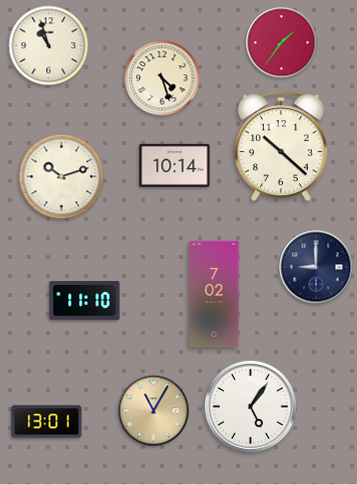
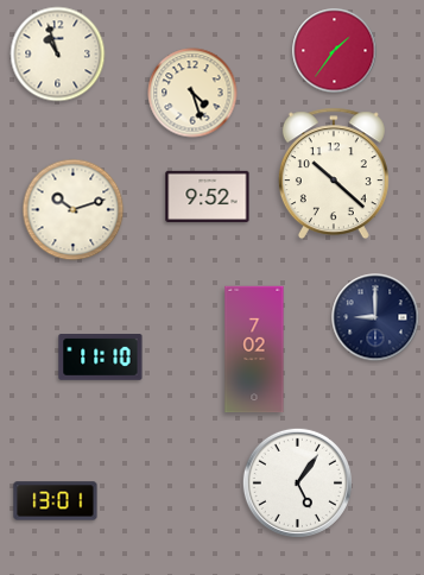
clock at (175, 165): 10:14 -> 9:52
clock at (154, 411): 11:05 -> none
